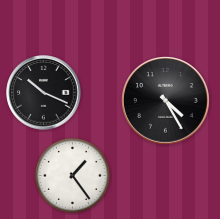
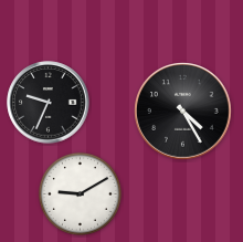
clock at (44, 93): 10:19 -> 9:34
clock at (72, 175): 1:24 -> 9:10
